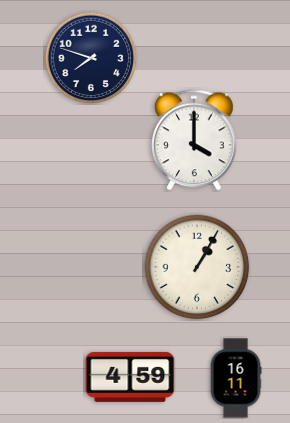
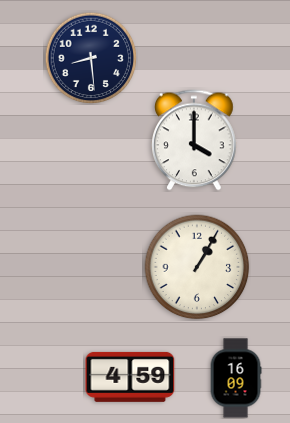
clock at (91, 58): 7:48 -> 8:29
clock at (236, 378): 16:11 -> 16:09
